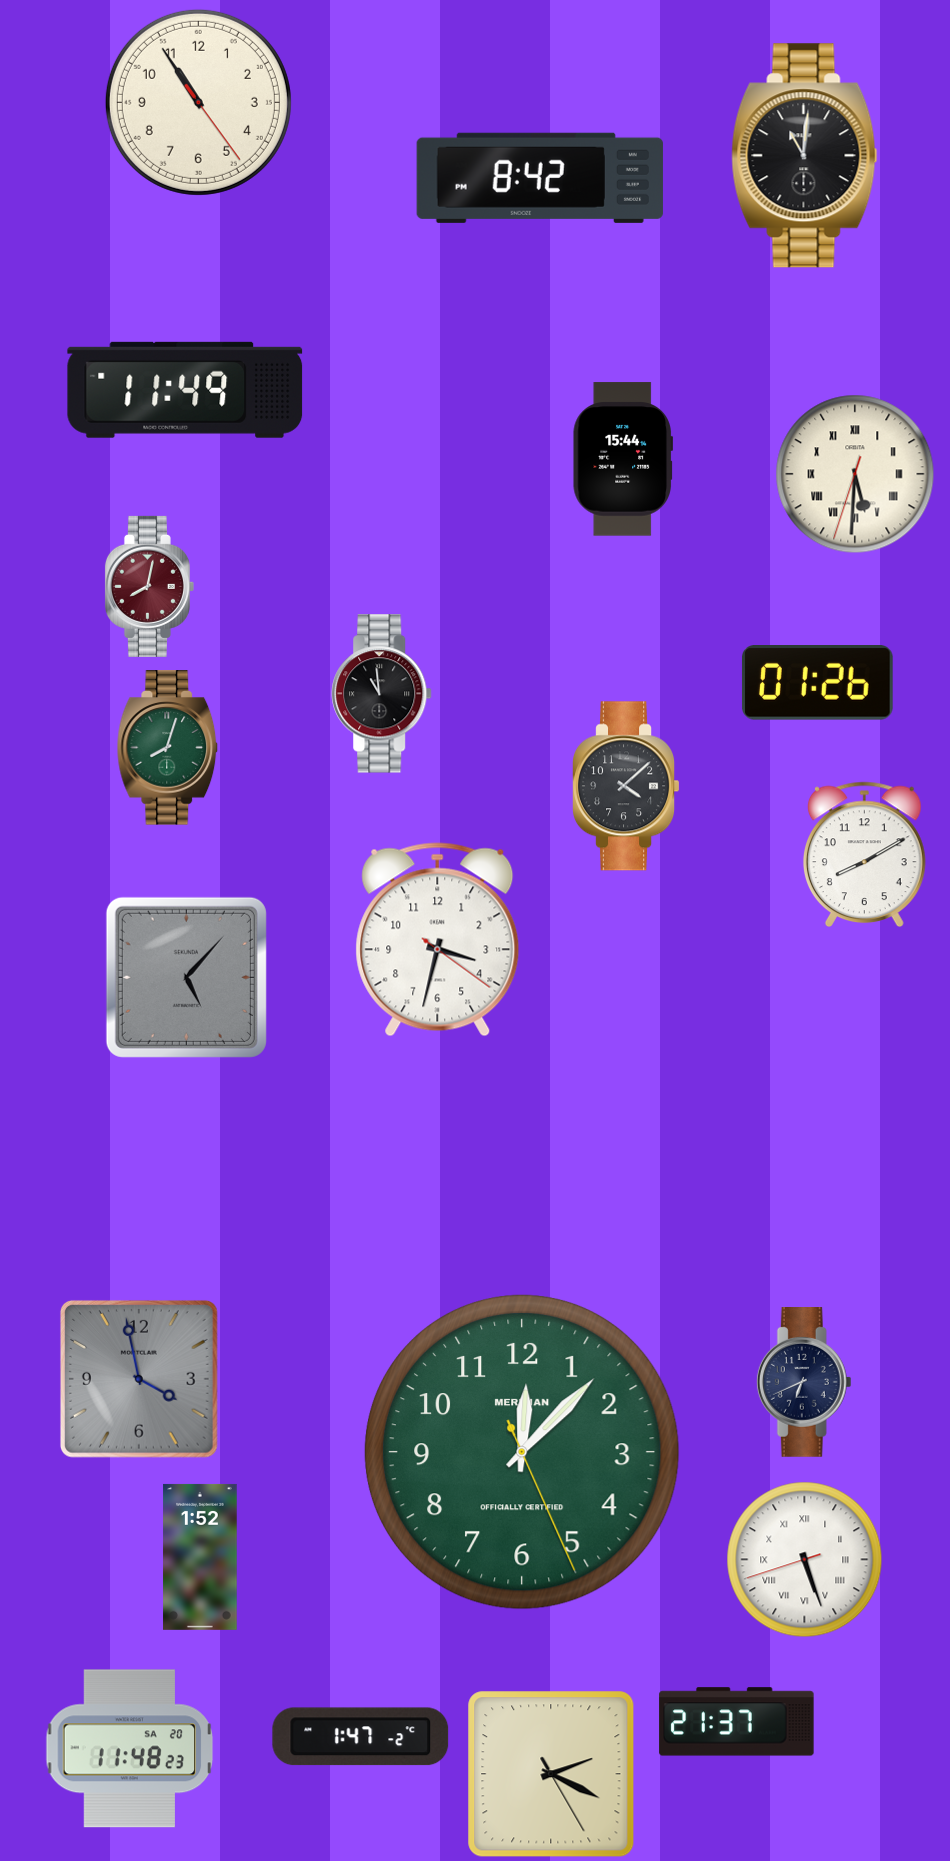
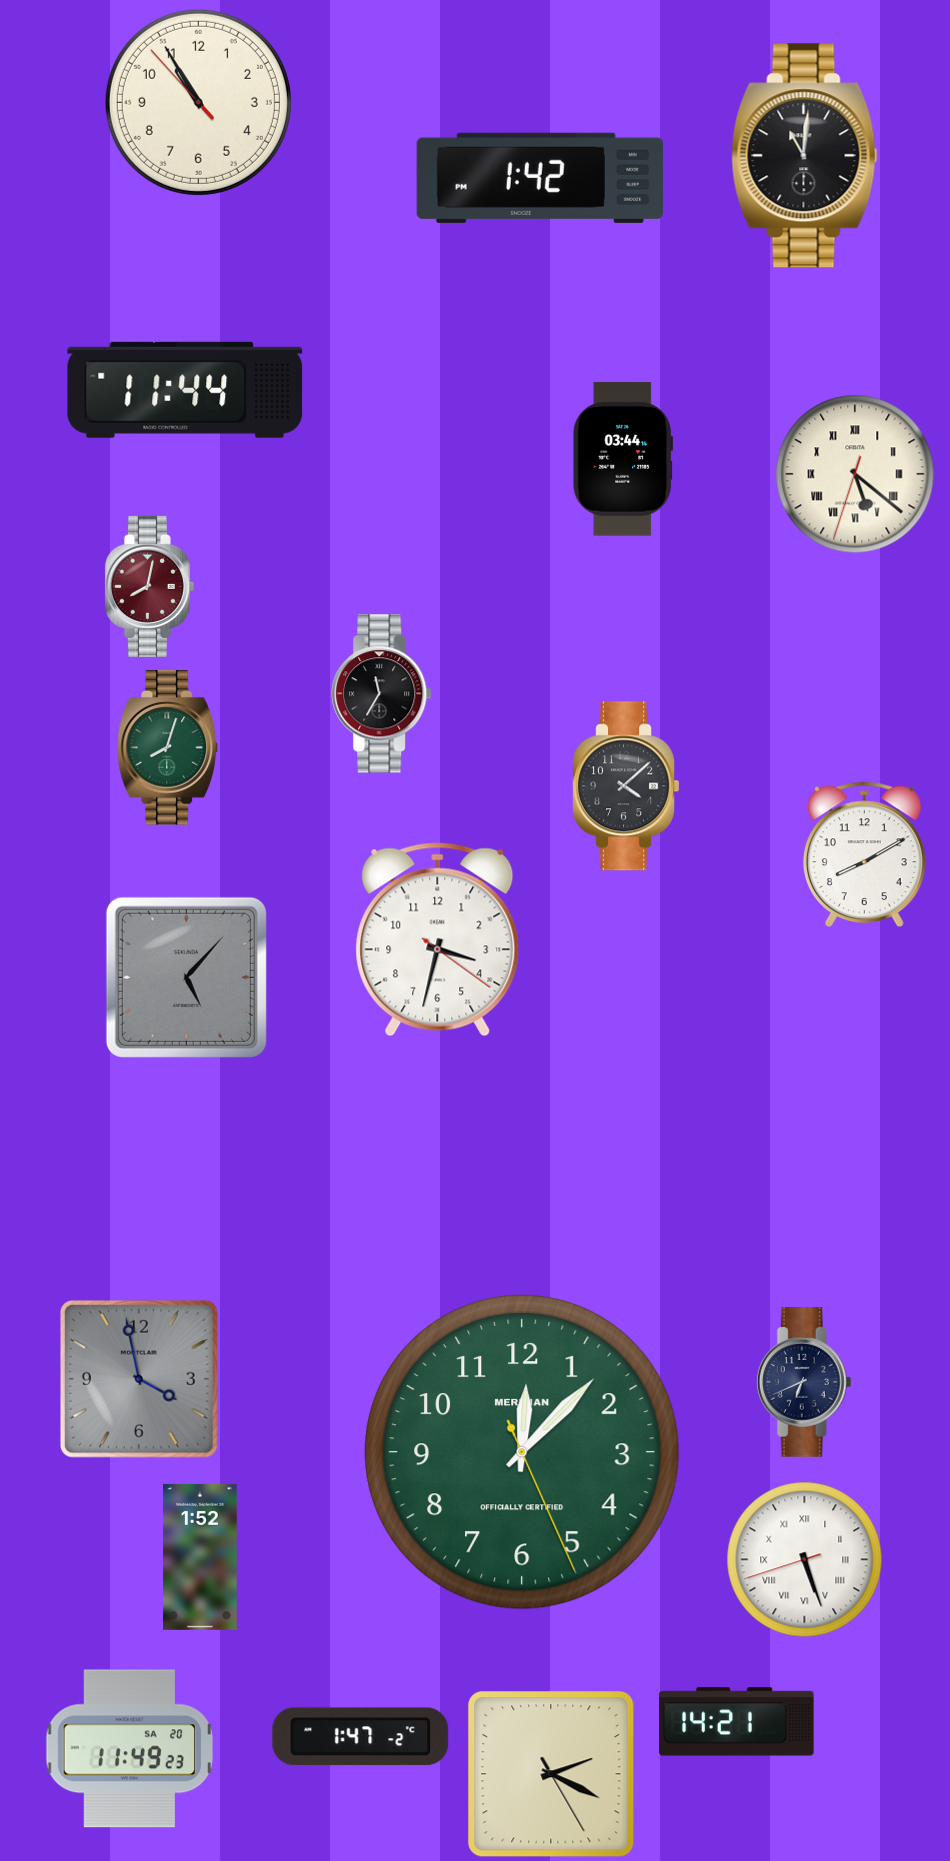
clock at (198, 102): 10:54:24 -> 10:54:53
clock at (540, 178): 8:42 -> 1:42
clock at (185, 390): 11:49 -> 11:44
clock at (622, 459): 15:44 -> 03:44
clock at (855, 474): 5:30 -> 5:21
clock at (817, 683): 01:26 -> none
clock at (382, 694): 10:59 -> 11:35
clock at (737, 1722): 21:37 -> 14:21
clock at (130, 1749): 11:48 -> 11:49
